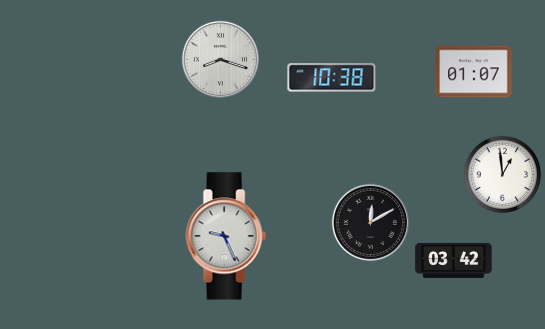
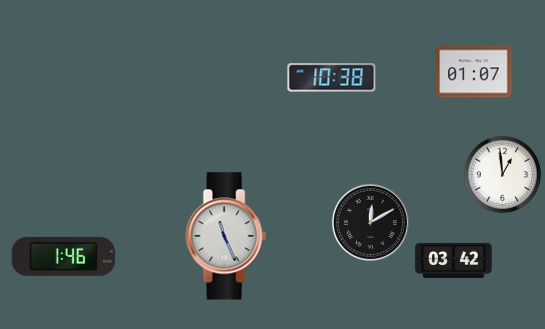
clock at (220, 59): 8:18 -> none
clock at (226, 236): 9:26 -> 11:26
clock at (64, 256): none -> 1:46
